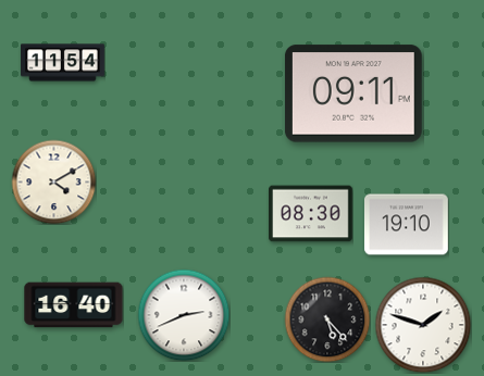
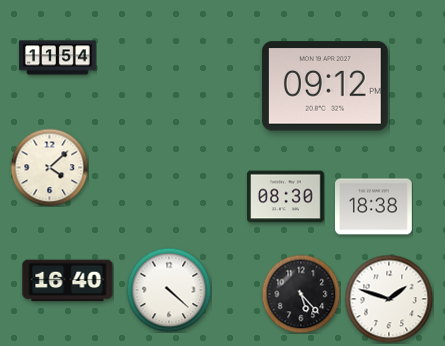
clock at (353, 93): 09:11 -> 09:12
clock at (53, 181): 4:10 -> 4:08
clock at (407, 225): 19:10 -> 18:38
clock at (184, 315): 2:41 -> 4:22
